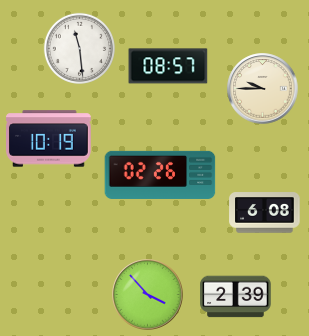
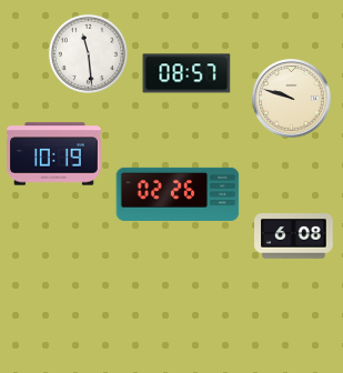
clock at (263, 89): 9:45 -> 9:48
clock at (148, 295): 3:53 -> none
clock at (236, 297): 2:39 -> none
